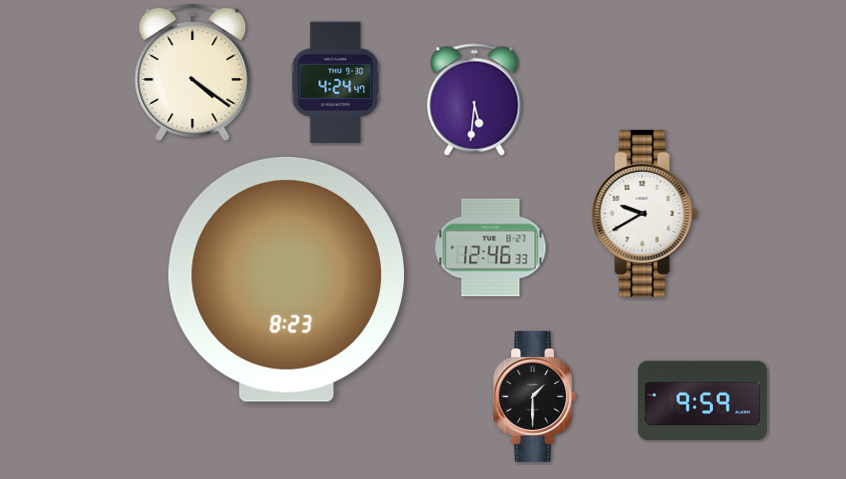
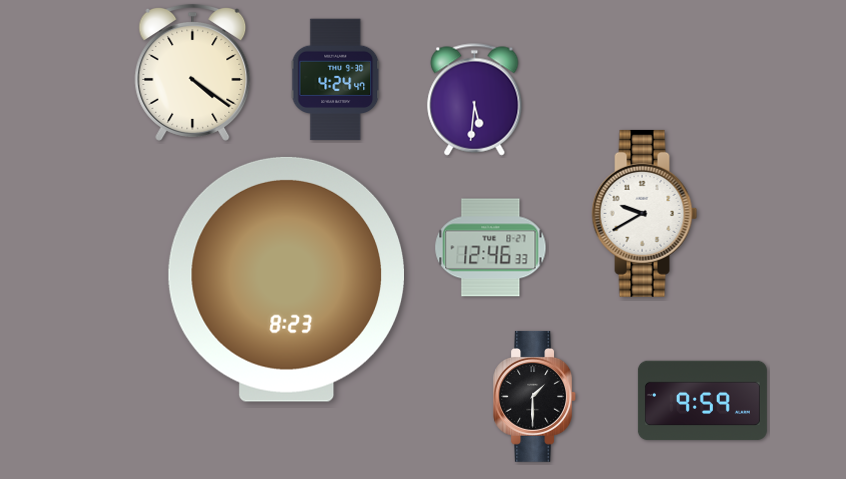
clock at (336, 83) position: (336, 83) -> (336, 80)
